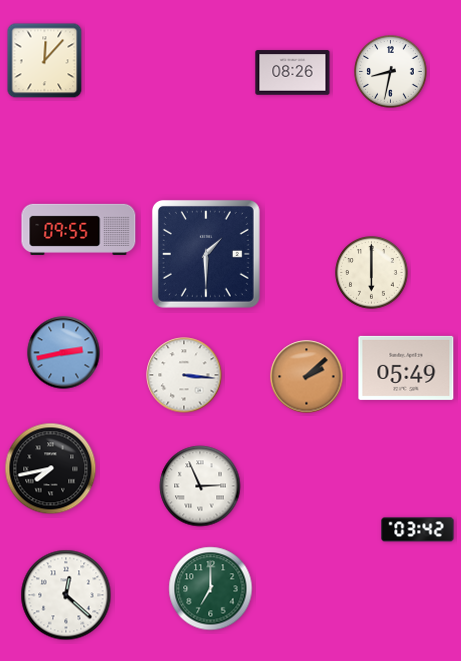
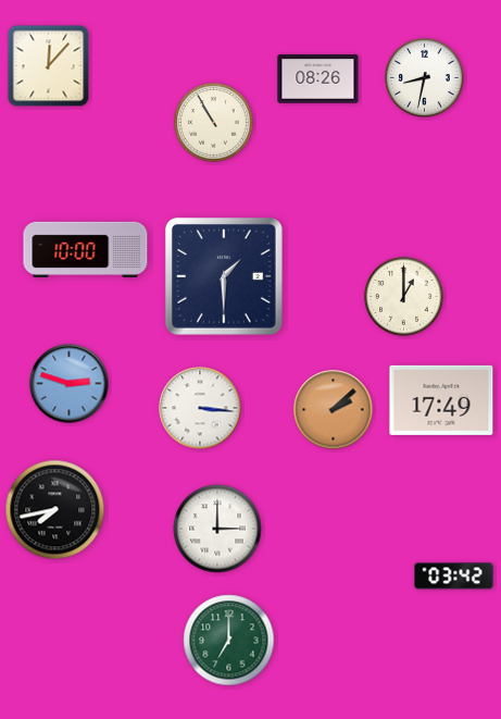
clock at (214, 123): none -> 10:55
clock at (79, 229): 09:55 -> 10:00
clock at (372, 273): 6:00 -> 1:00
clock at (64, 353): 2:43 -> 2:48
clock at (406, 368): 05:49 -> 17:49
clock at (200, 486): 2:56 -> 3:00
clock at (66, 595): 12:22 -> none
